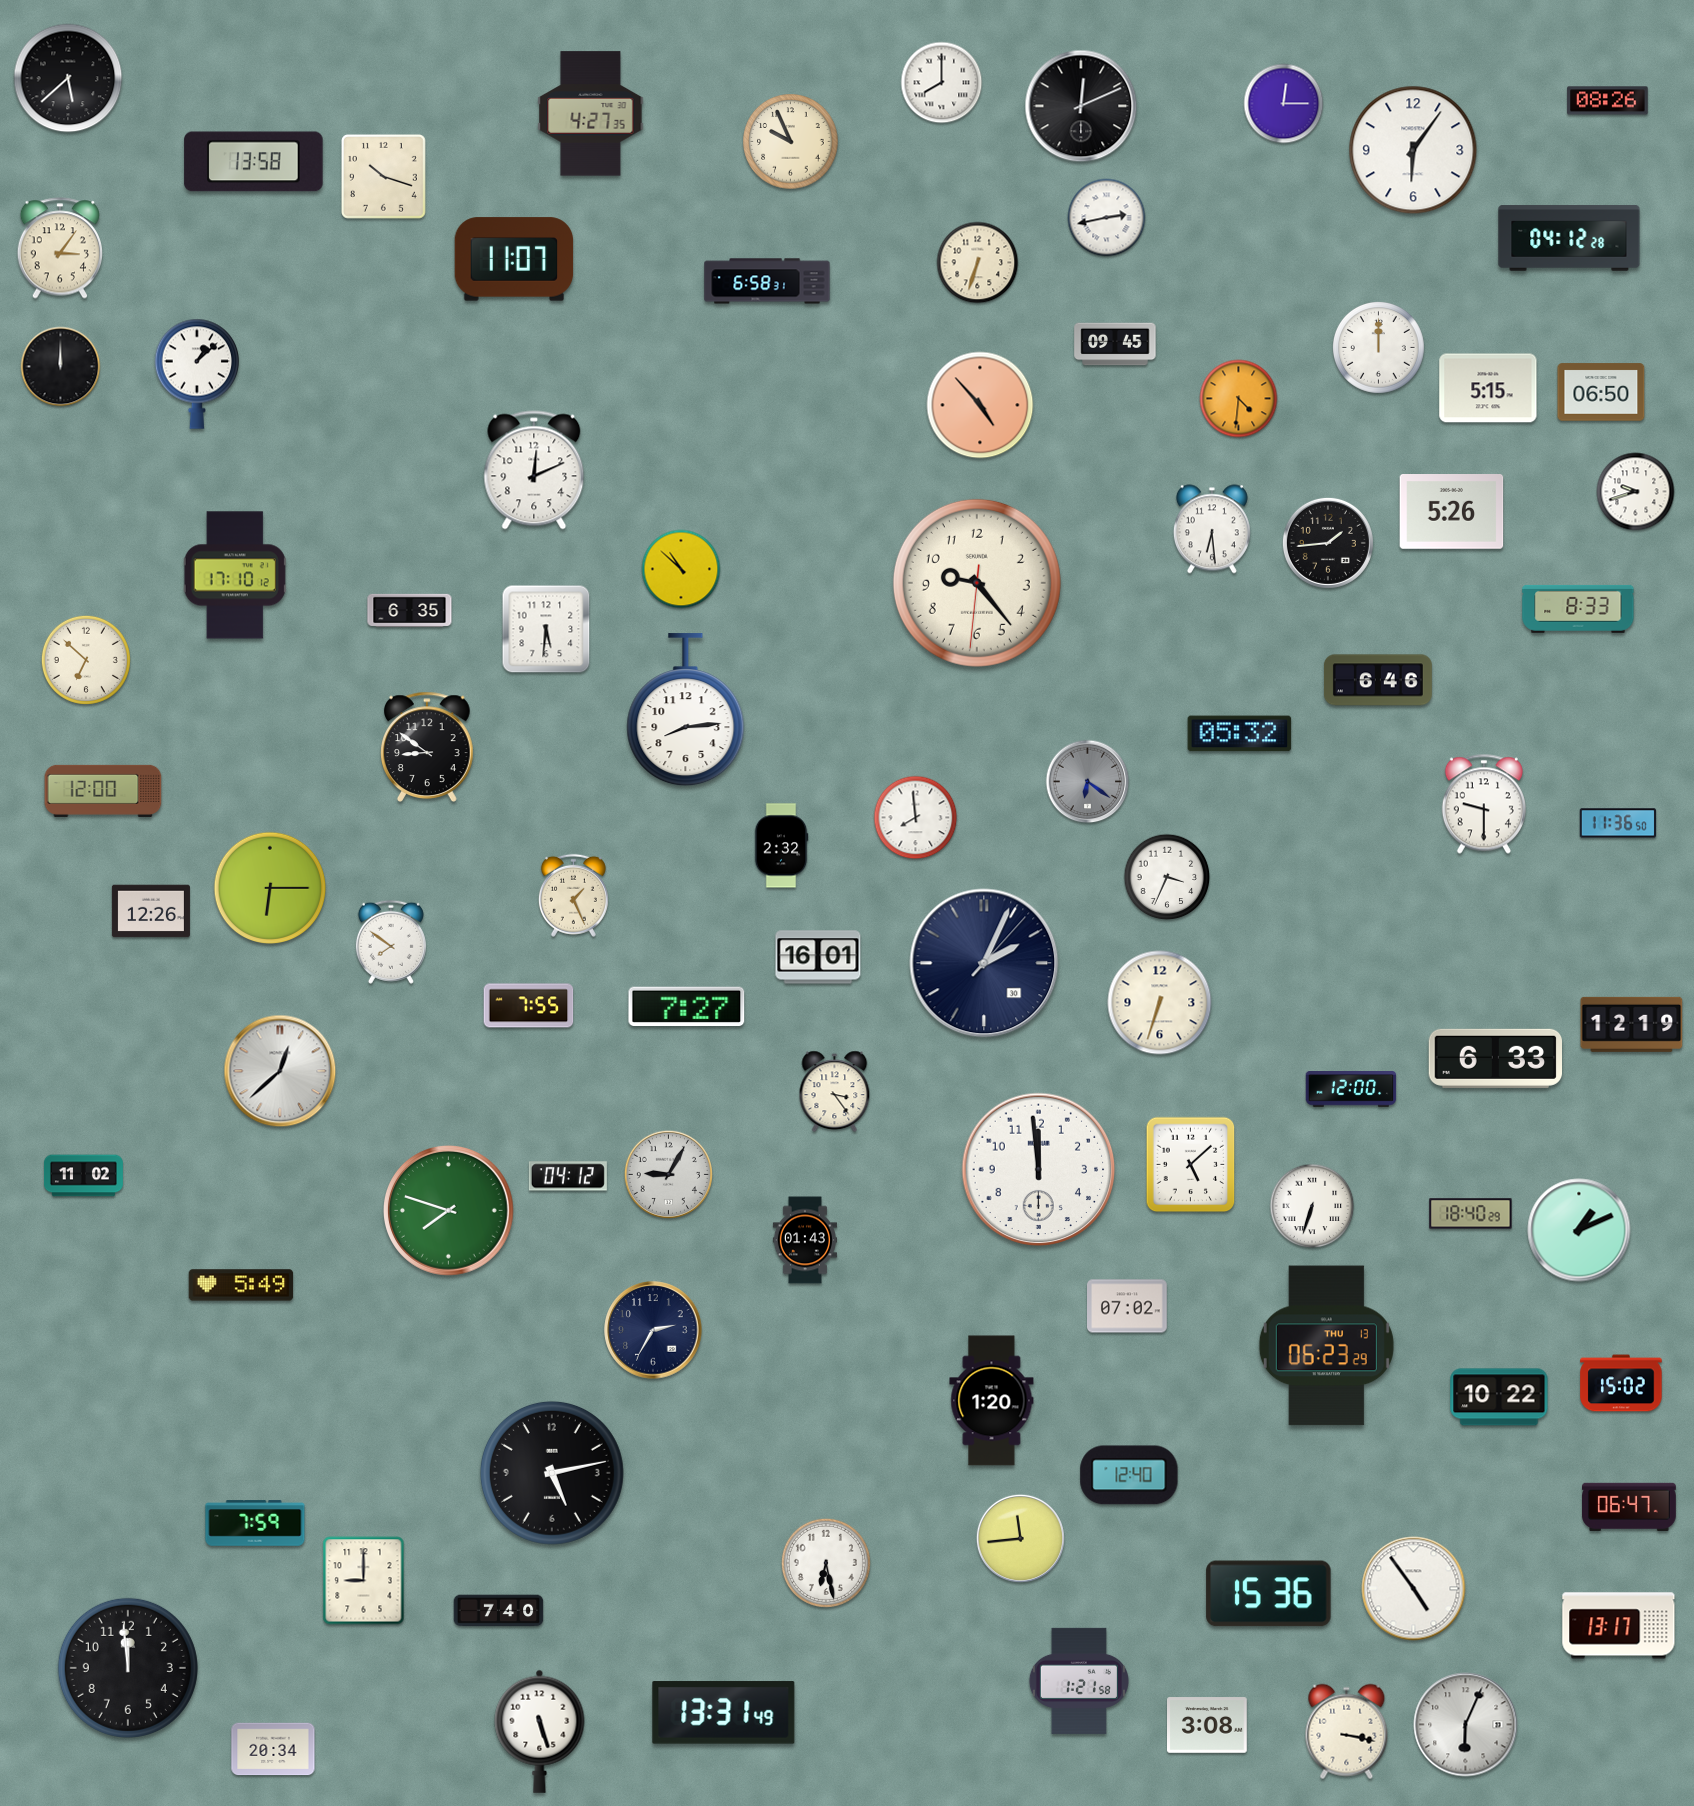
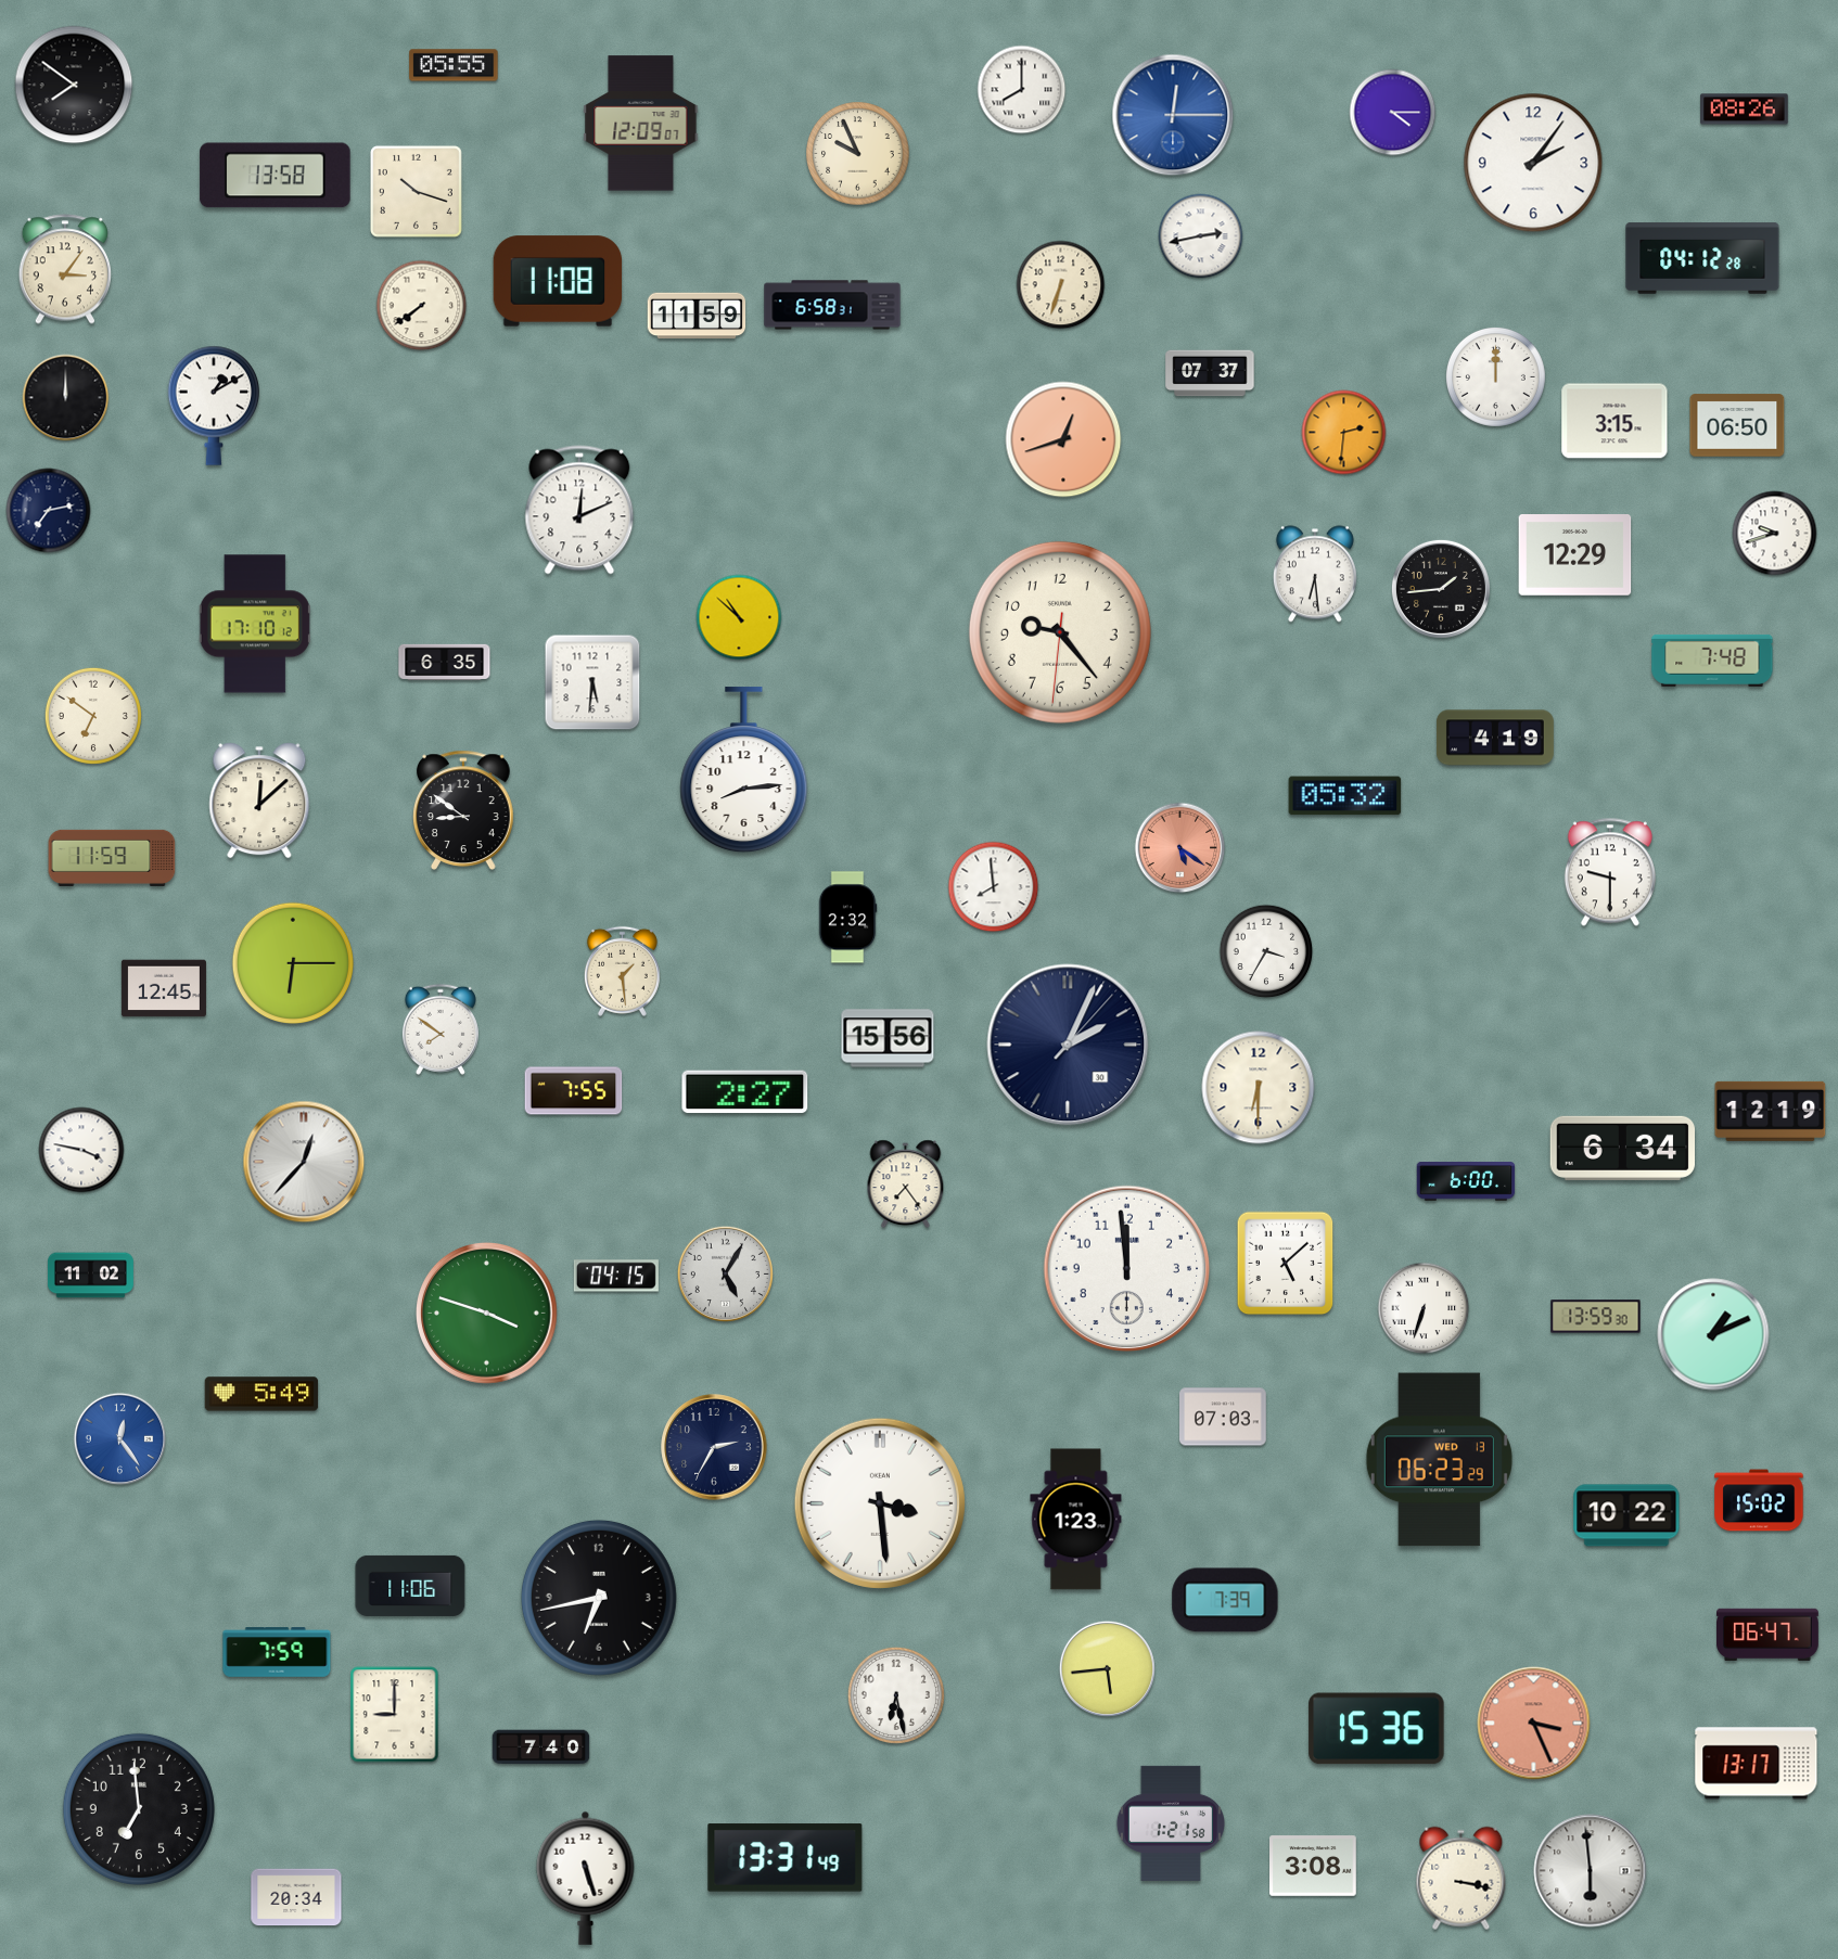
clock at (454, 65): none -> 05:55
clock at (68, 78): 5:38 -> 7:51
clock at (1284, 104): 12:15 -> 4:15
clock at (1081, 106): 12:11 -> 12:15
clock at (1081, 106) dial: black -> blue
clock at (591, 114): 4:27 -> 12:09
clock at (1413, 150): 6:06 -> 2:06
clock at (514, 259): 11:07 -> 11:08
clock at (422, 306): none -> 7:39
clock at (697, 316): none -> 11:59
clock at (1115, 344): 09:45 -> 07:37
clock at (197, 374): 1:08 -> 1:10
clock at (1488, 388): 5:15 -> 3:15
clock at (1239, 399): 4:31 -> 2:31
clock at (980, 405): 4:53 -> 12:42
clock at (49, 511): none -> 7:13
clock at (1452, 512): 5:26 -> 12:29
clock at (1578, 609): 8:33 -> 7:48
clock at (86, 660): 6:52 -> 6:51
clock at (1378, 680): 6:46 -> 4:19
clock at (259, 801): none -> 12:08
clock at (1088, 782): 6:21 -> 5:21
clock at (1088, 782) dial: grey -> salmon
clock at (103, 791): 12:00 -> 11:59
clock at (1618, 823): 11:36 -> none
clock at (1167, 877): 3:34 -> 3:35
clock at (573, 895): 1:26 -> 1:29
clock at (151, 911): 12:26 -> 12:45
clock at (391, 942) position: (391, 942) -> (441, 1029)
clock at (818, 957): 16:01 -> 15:56
clock at (1160, 1003): 6:33 -> 6:30
clock at (687, 1007): 7:27 -> 2:27
clock at (1495, 1058): 6:33 -> 6:34
clock at (81, 1150): none -> 3:47
clock at (280, 1071): 12:38 -> 12:37
clock at (1351, 1090): 12:00 -> 6:00
clock at (835, 1092): 3:24 -> 7:24
clock at (1191, 1165) position: (1191, 1165) -> (1286, 1264)
clock at (668, 1174): 9:05 -> 5:05
clock at (568, 1176): 04:12 -> 04:15
clock at (448, 1210): 7:48 -> 3:48
clock at (1471, 1214): 18:40 -> 13:59
clock at (805, 1240): 01:43 -> none
clock at (1128, 1306): 07:02 -> 07:03
clock at (120, 1439): none -> 12:24
clock at (653, 1330) position: (653, 1330) -> (714, 1447)
clock at (1326, 1346) date: THU 13 -> WED 13
clock at (880, 1503): none -> 3:29
clock at (992, 1401): 1:20 -> 1:23
clock at (410, 1586): none -> 11:06
clock at (552, 1473): 5:13 -> 6:43
clock at (1129, 1475): 12:40 -> 7:39
clock at (1020, 1538): 11:44 -> 5:44
clock at (1414, 1589): 4:54 -> 3:26
clock at (1414, 1589) dial: white -> salmon
clock at (128, 1668): 11:59 -> 6:59
clock at (1208, 1725) position: (1208, 1725) -> (1314, 1866)
clock at (1466, 1725): 6:04 -> 5:59
